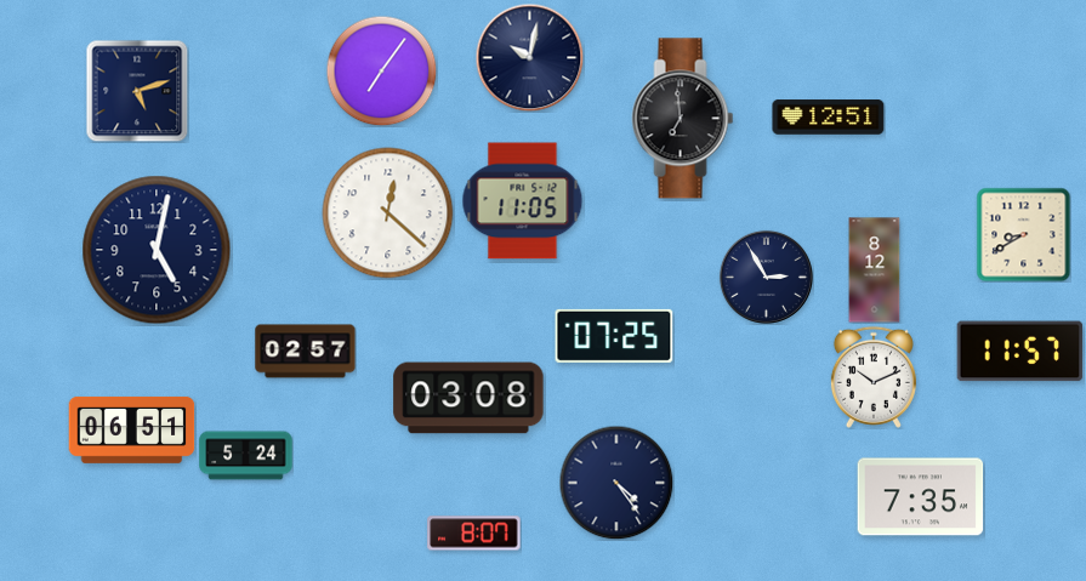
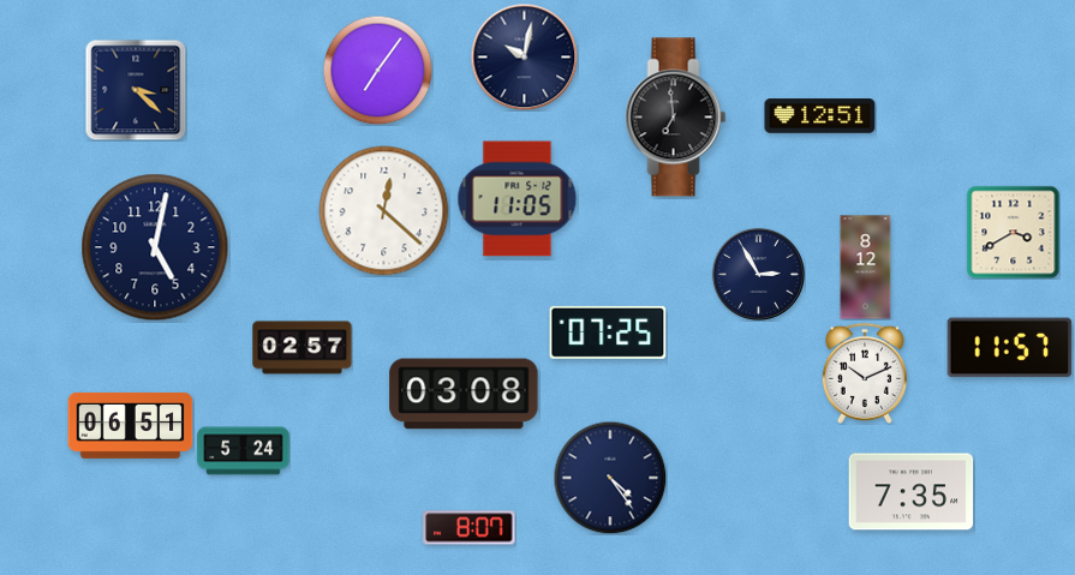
clock at (137, 91): 5:12 -> 3:22
clock at (1023, 234): 8:40 -> 3:40
